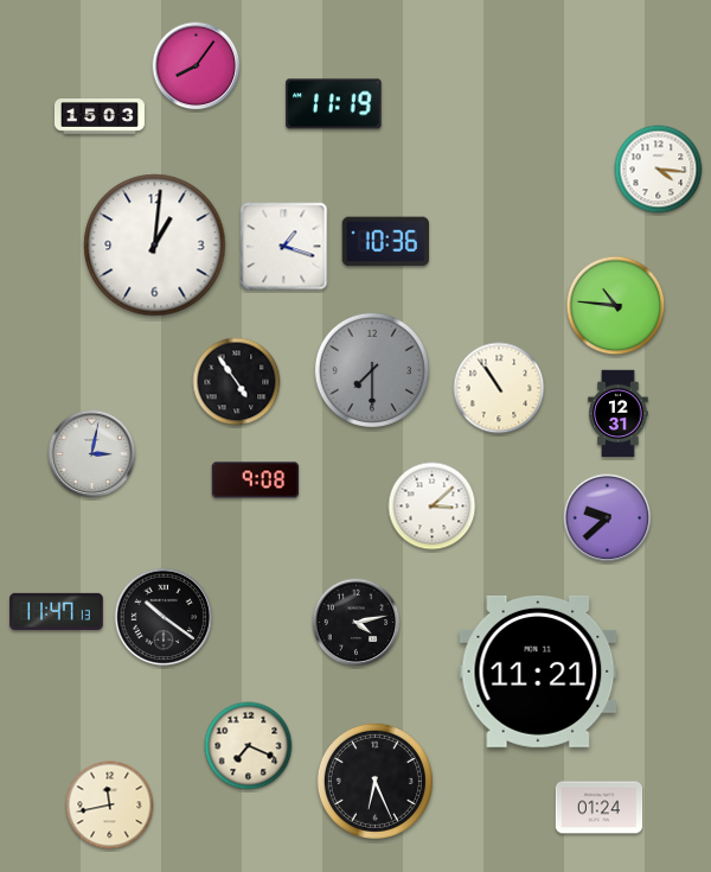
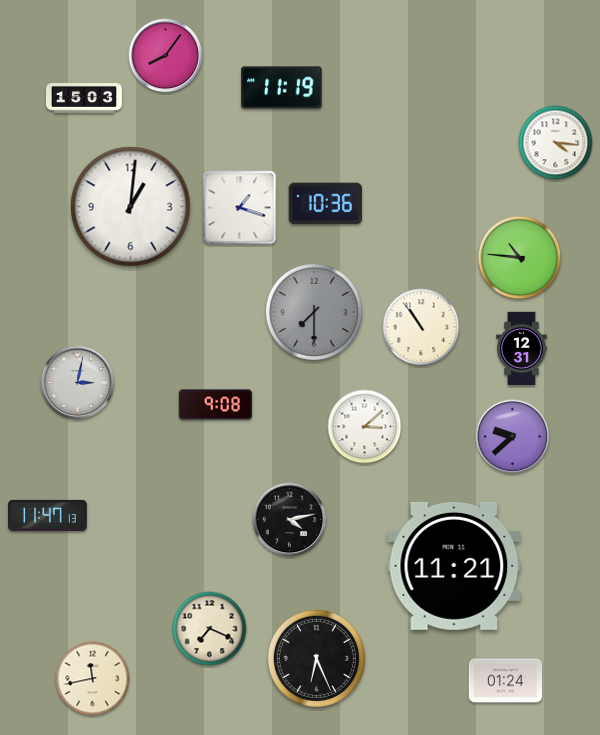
clock at (237, 382): 4:54 -> none
clock at (164, 617): 10:21 -> none
clock at (357, 623) position: (357, 623) -> (290, 520)
